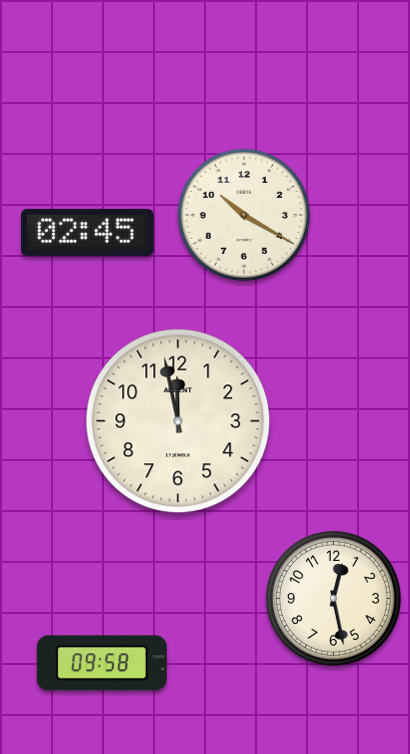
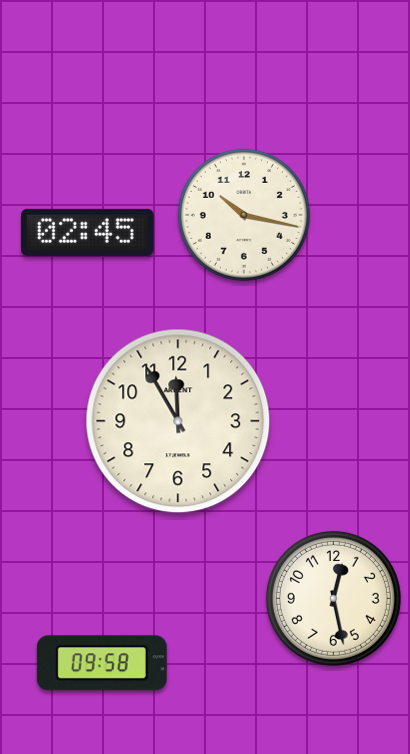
clock at (244, 215): 10:20 -> 10:17
clock at (178, 421): 11:58 -> 11:55
